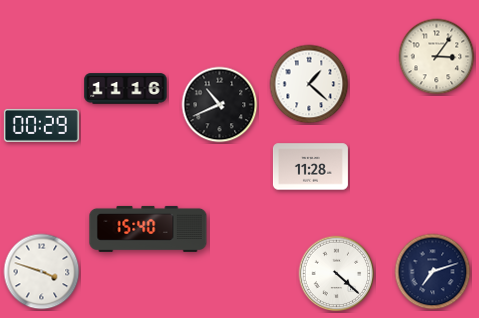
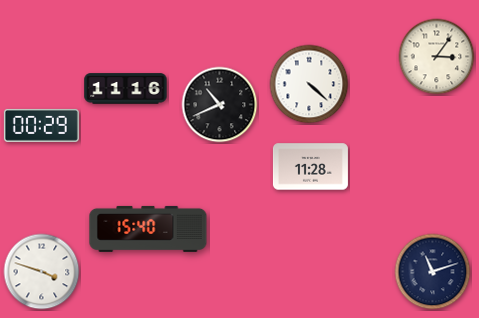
clock at (309, 84): 1:22 -> 4:22
clock at (433, 272): 7:12 -> 11:12
clock at (337, 274): 4:22 -> none
